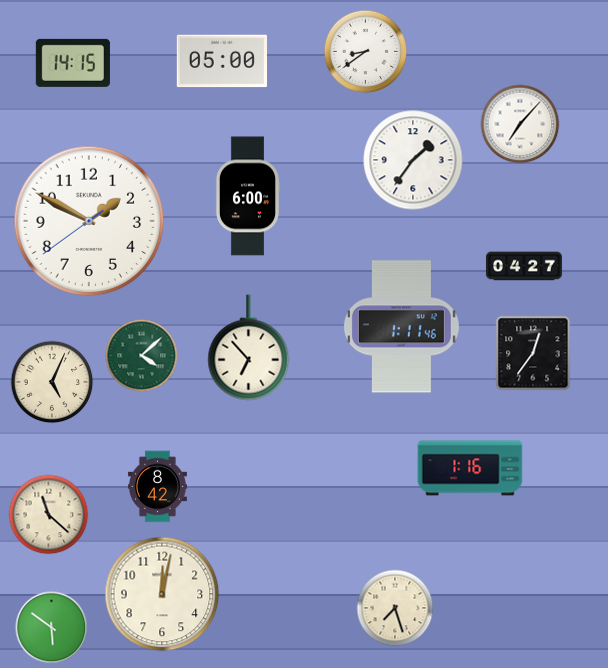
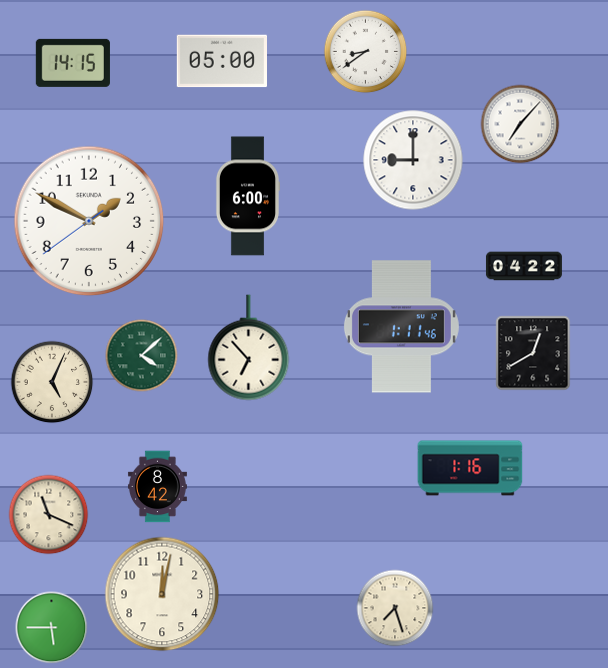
clock at (413, 160): 1:36 -> 9:00
clock at (524, 266): 04:27 -> 04:22
clock at (533, 353): 12:36 -> 12:40
clock at (49, 515): 11:22 -> 11:19
clock at (52, 628): 5:51 -> 5:45
